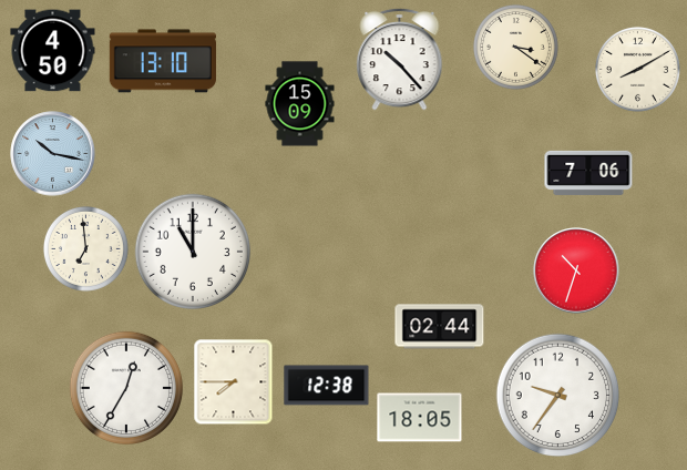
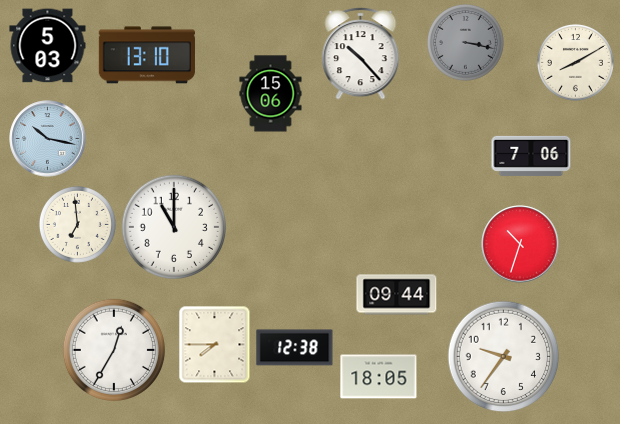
clock at (515, 47): 3:21 -> 3:17
clock at (515, 47) dial: cream -> grey
clock at (53, 51): 4:50 -> 5:03
clock at (300, 104): 15:09 -> 15:06
clock at (440, 327): 02:44 -> 09:44
clock at (234, 381) position: (234, 381) -> (215, 344)
